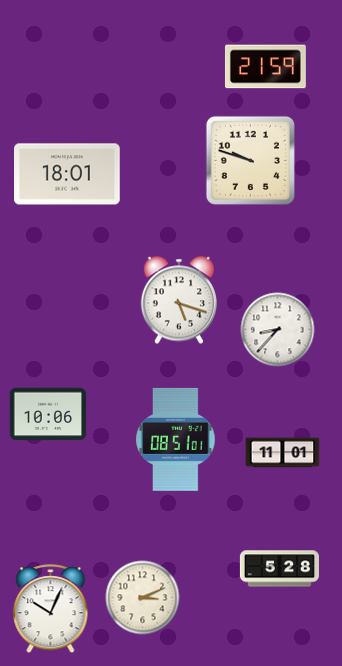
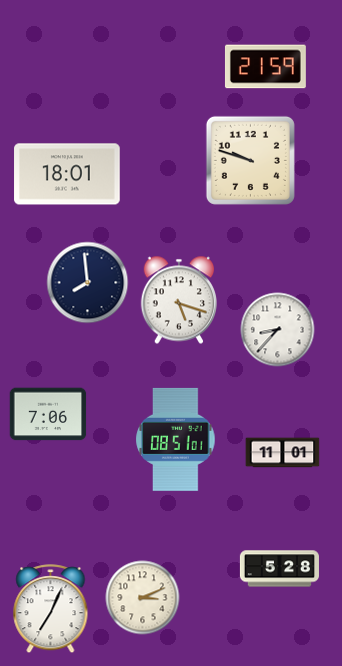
clock at (88, 283): none -> 7:59
clock at (48, 414): 10:06 -> 7:06
clock at (51, 609): 10:04 -> 7:04
